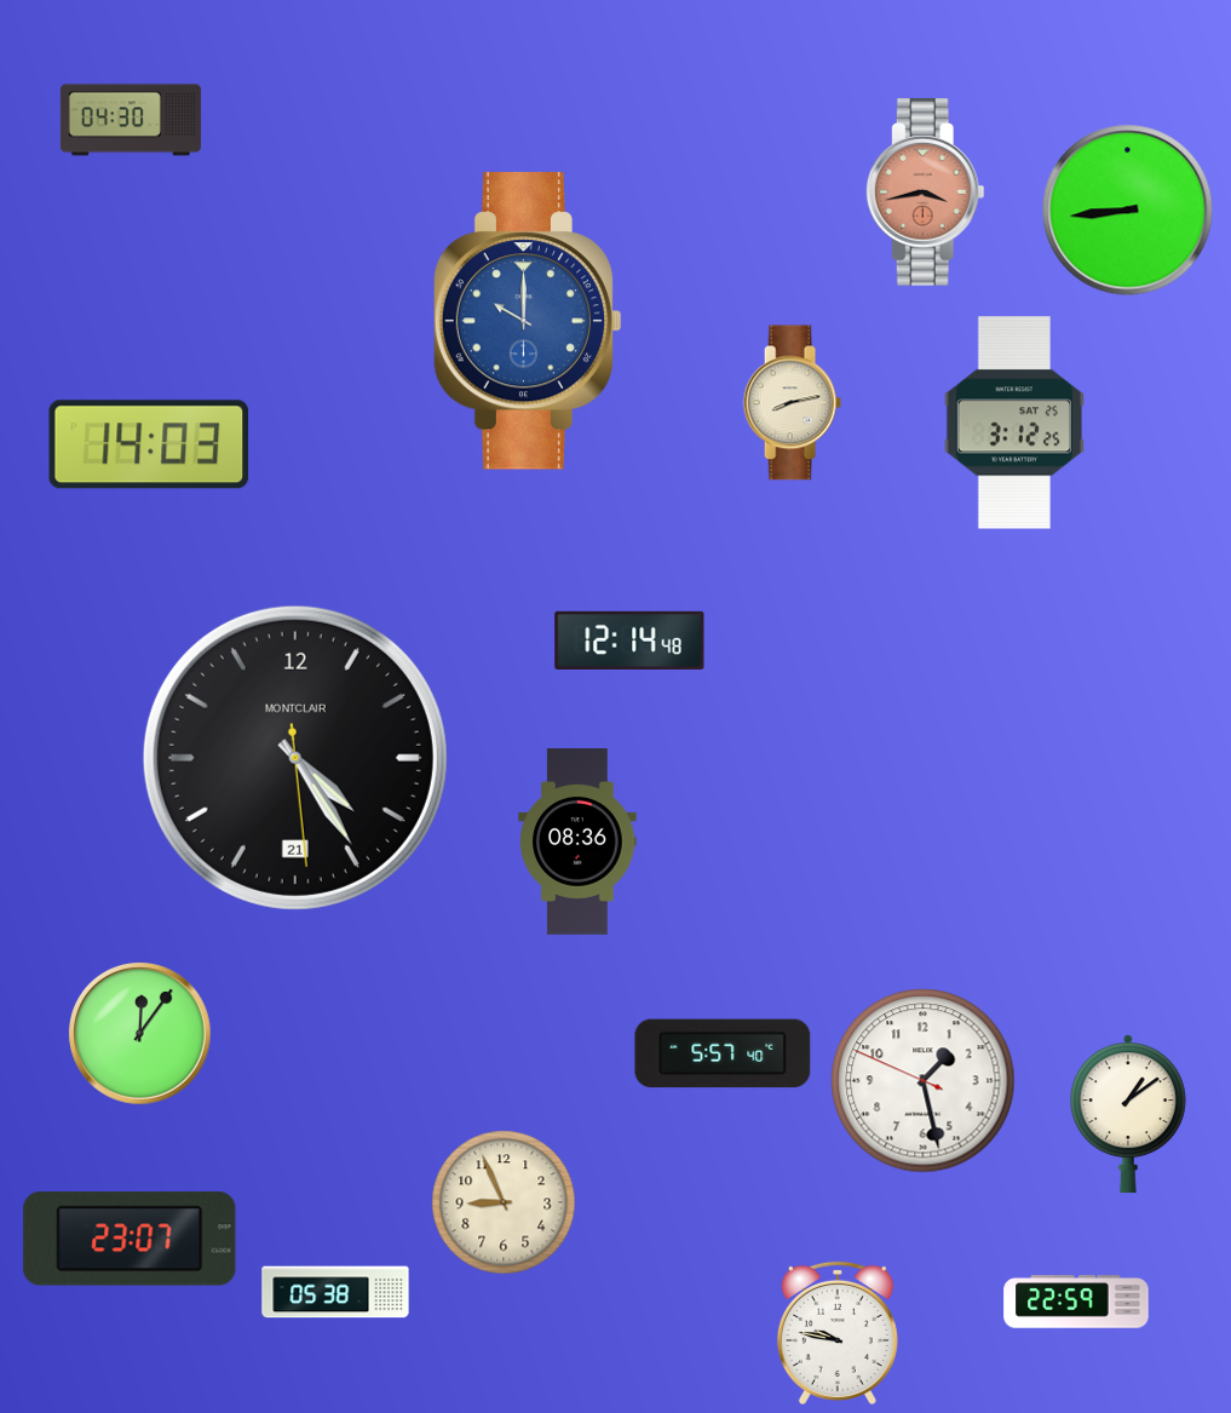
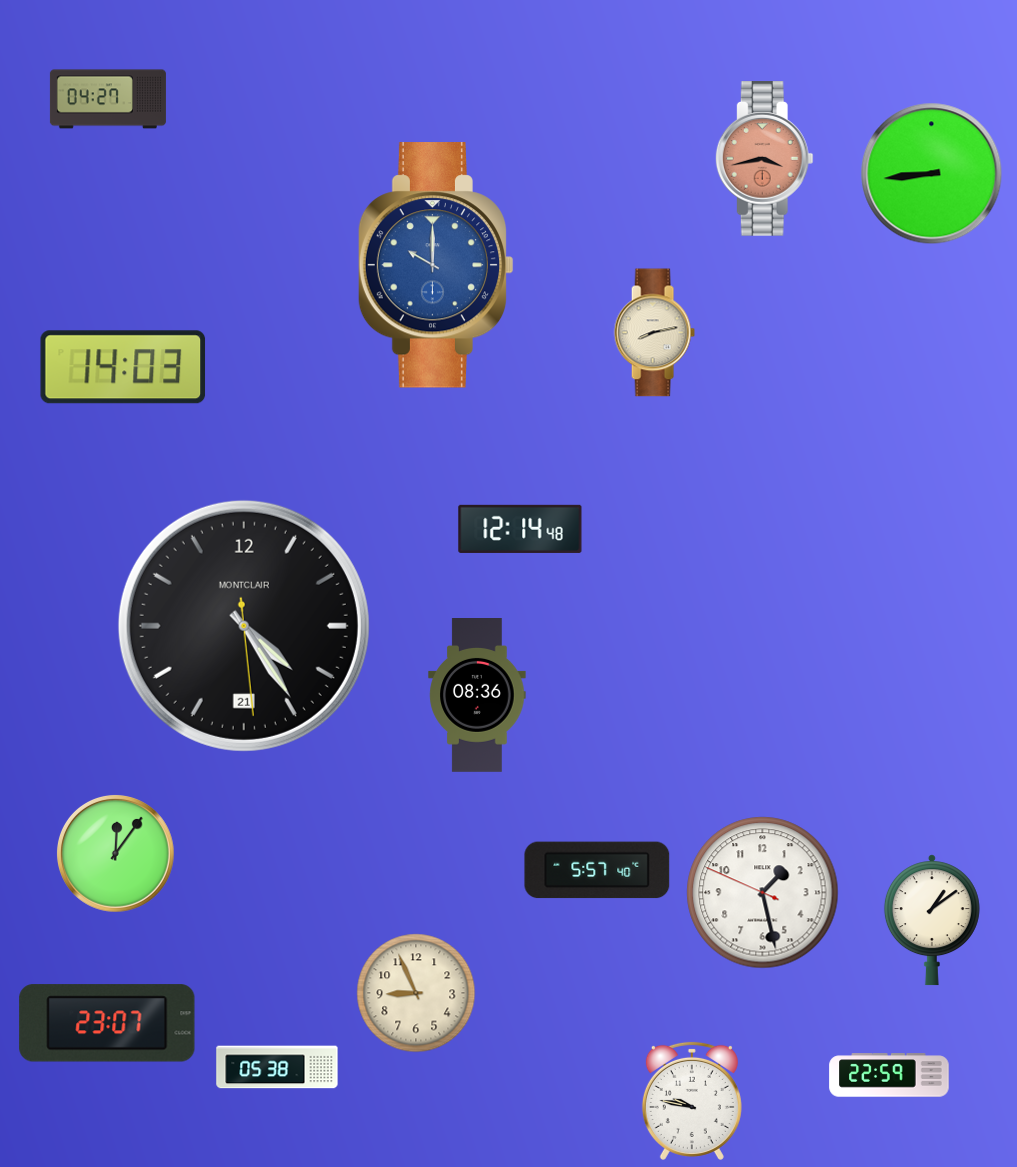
clock at (131, 120): 04:30 -> 04:27
clock at (1014, 423): 3:12 -> none
